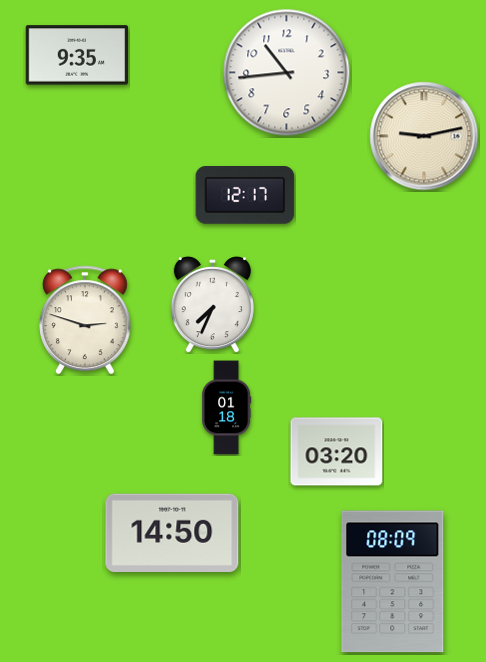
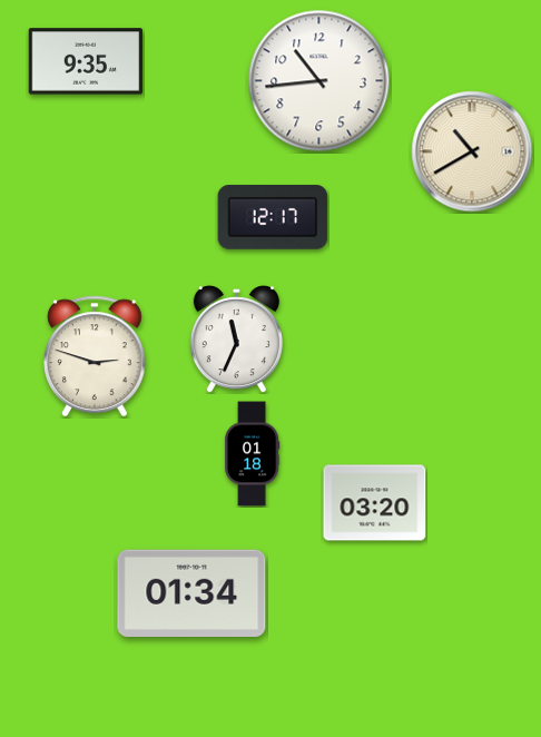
clock at (424, 136): 9:13 -> 10:40
clock at (212, 305): 7:34 -> 11:34
clock at (172, 532): 14:50 -> 01:34
clock at (393, 582): 08:09 -> none
